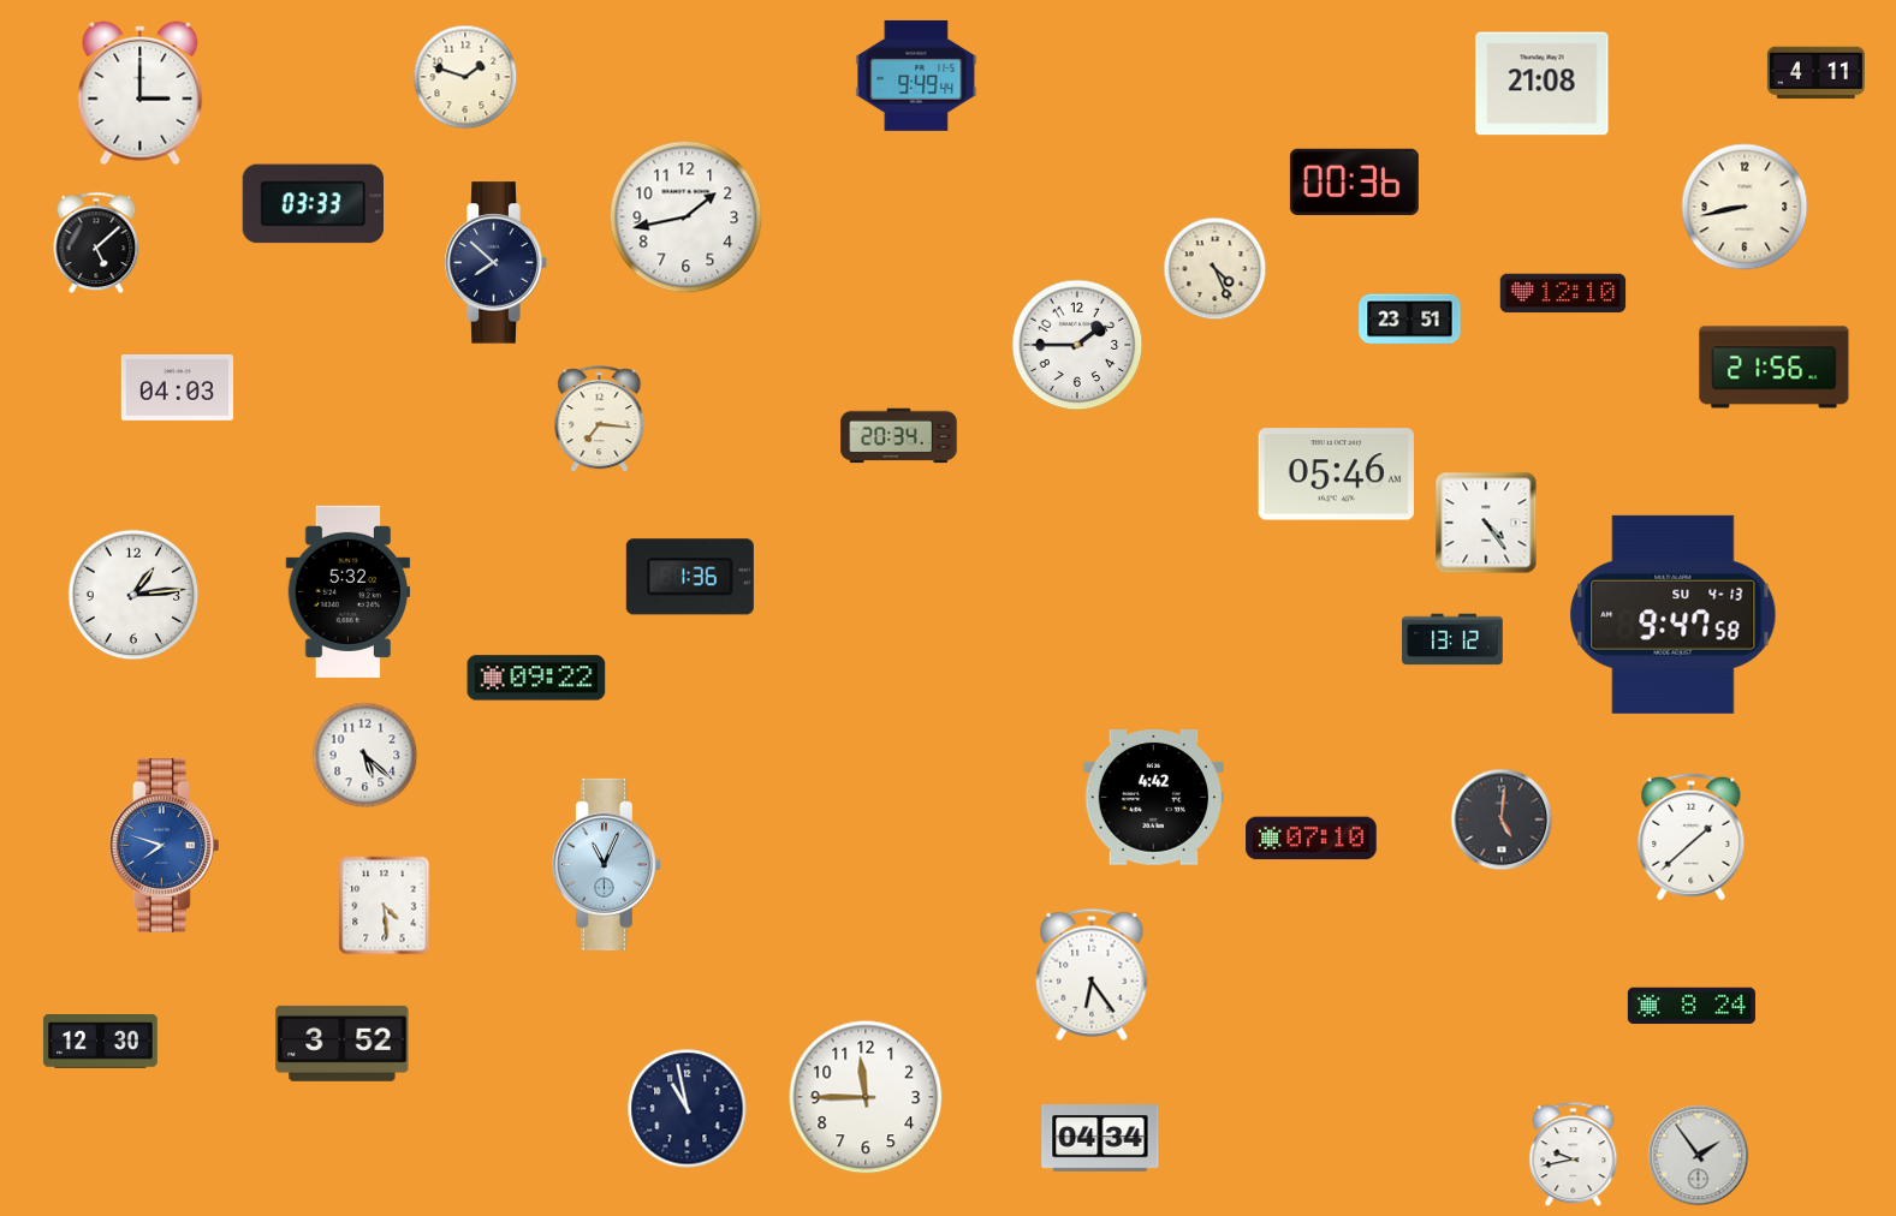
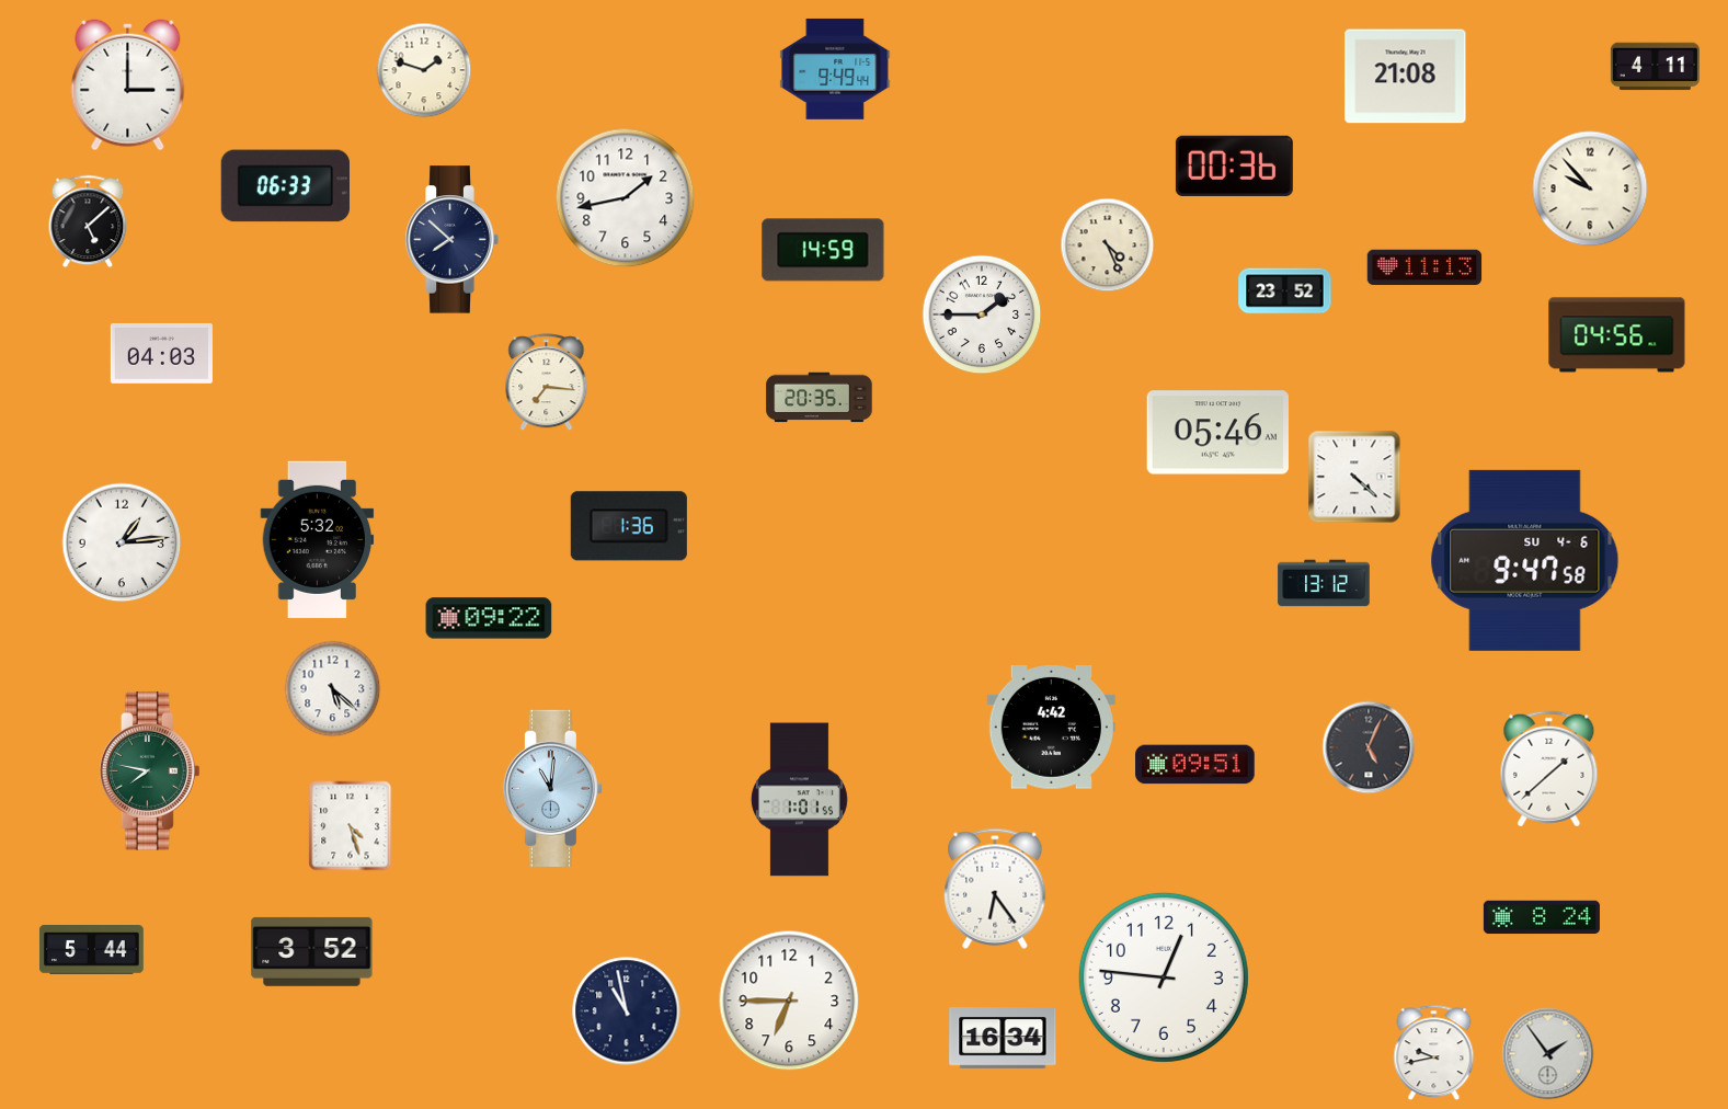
clock at (313, 204): 03:33 -> 06:33
clock at (1745, 207): 8:43 -> 9:53
clock at (823, 250): none -> 14:59
clock at (1563, 293): 12:10 -> 11:13
clock at (1410, 320): 23:51 -> 23:52
clock at (1775, 368): 21:56 -> 04:56
clock at (899, 436): 20:34 -> 20:35
clock at (1486, 523): 4:24 -> 4:22
clock at (1674, 614) date: SU 4-13 -> SU 4-6
clock at (1502, 819): 5:01 -> 5:04
clock at (1692, 838) position: (1692, 838) -> (1549, 769)
clock at (1312, 839): 07:10 -> 09:51
clock at (164, 845): 7:48 -> 7:47
clock at (164, 845) dial: blue -> green
clock at (606, 864): 11:04 -> 11:01
clock at (799, 800): none -> 1:01
clock at (385, 906): 4:29 -> 4:27
clock at (100, 1042): 12:30 -> 5:44
clock at (1164, 977): none -> 12:46
clock at (866, 1097): 11:45 -> 6:45
clock at (1100, 1138): 04:34 -> 16:34
